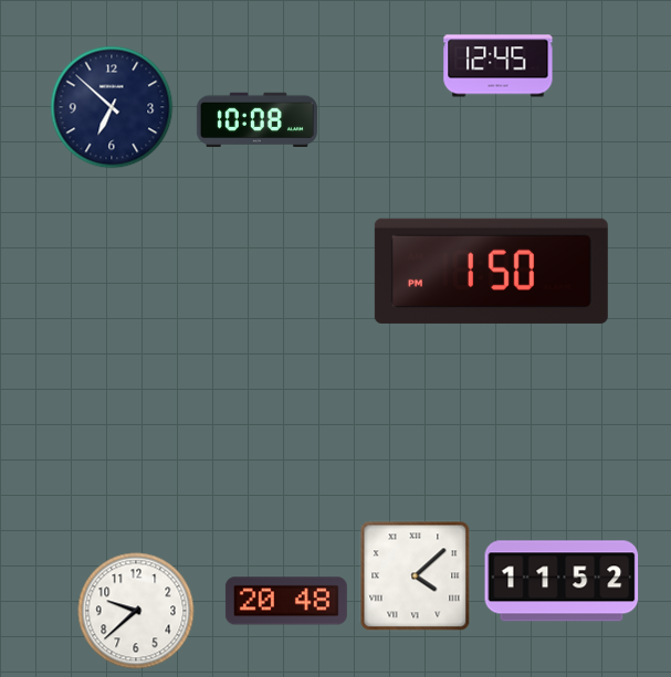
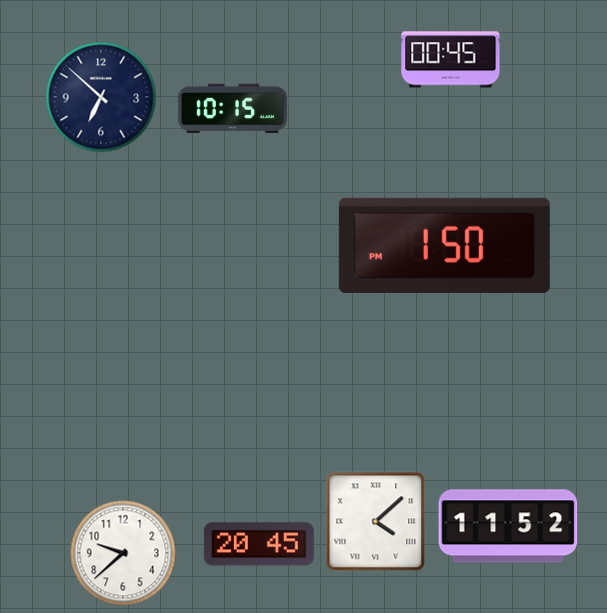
clock at (499, 66): 12:45 -> 00:45
clock at (256, 120): 10:08 -> 10:15
clock at (286, 601): 20:48 -> 20:45
